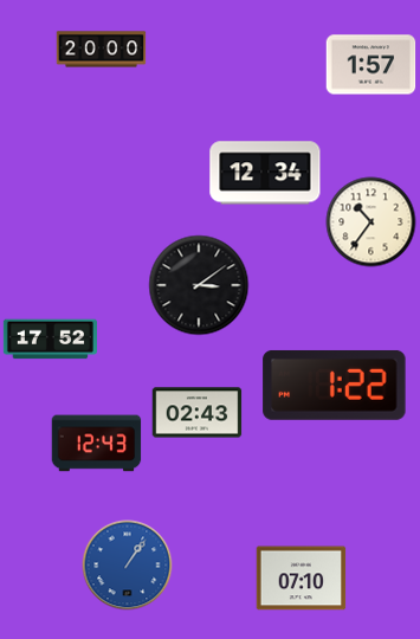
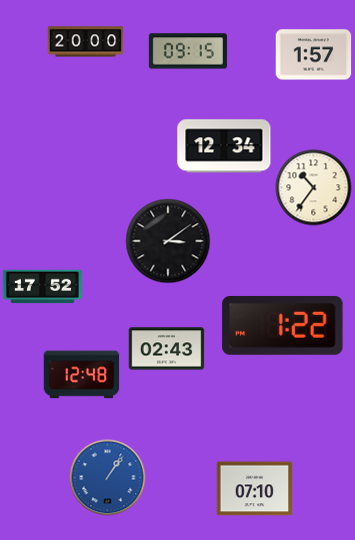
clock at (188, 51): none -> 09:15
clock at (97, 444): 12:43 -> 12:48
